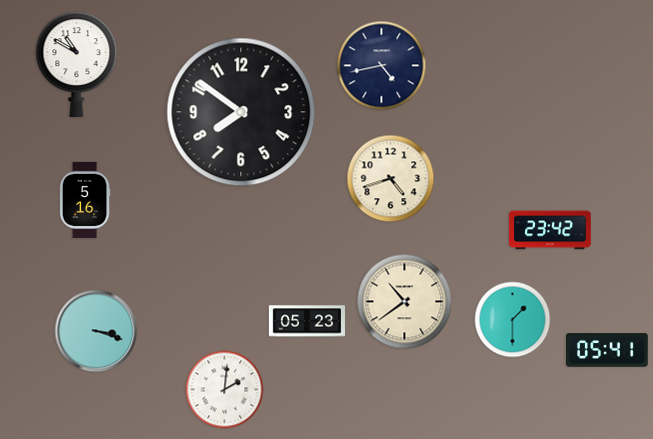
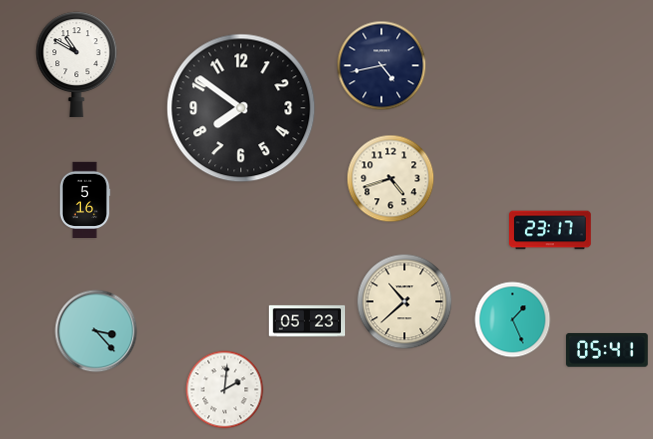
clock at (241, 112) position: (241, 112) -> (241, 108)
clock at (550, 230): 23:42 -> 23:17
clock at (405, 302): 10:39 -> 10:38
clock at (513, 320): 1:30 -> 1:26
clock at (96, 331): 3:18 -> 3:23
